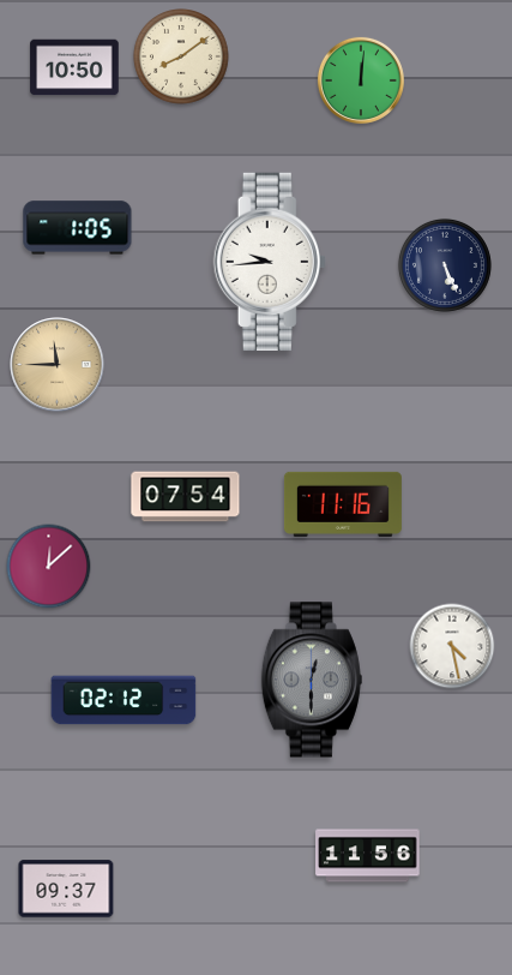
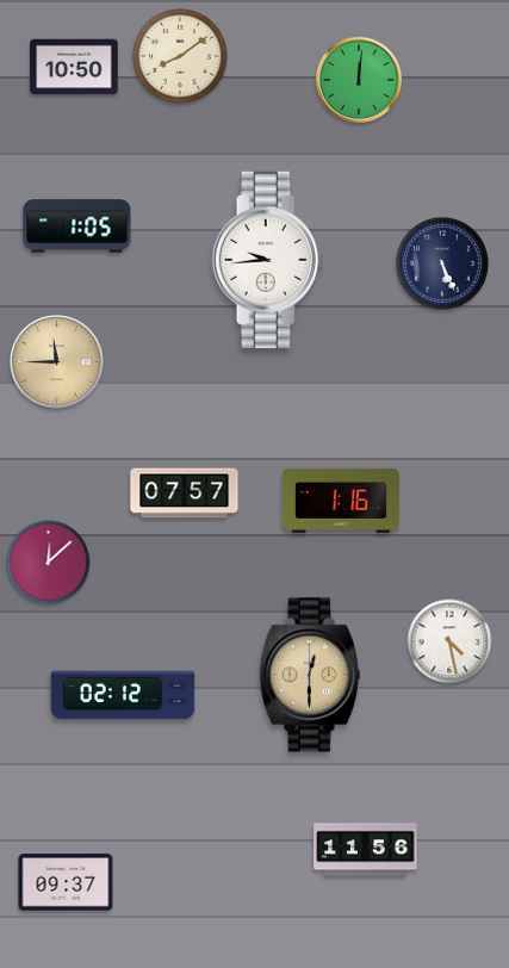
clock at (186, 497): 07:54 -> 07:57
clock at (343, 504): 11:16 -> 1:16
clock at (312, 680) dial: grey -> champagne
